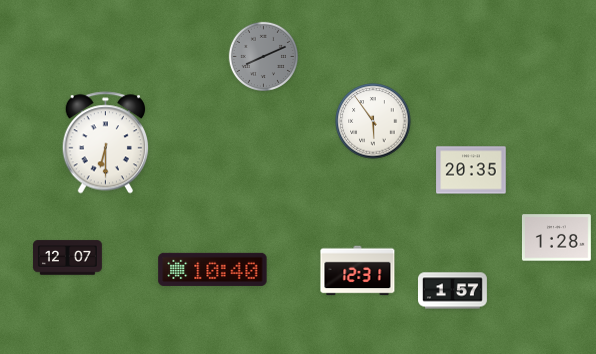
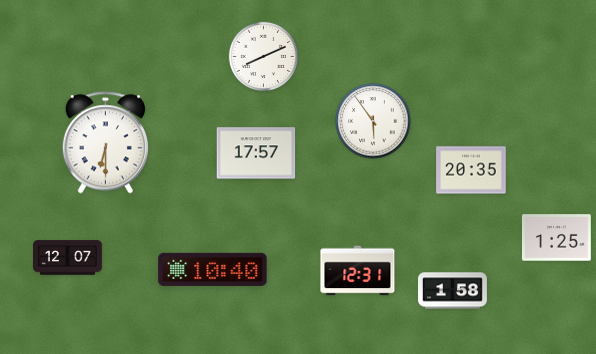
clock at (263, 56) dial: grey -> white
clock at (256, 153): none -> 17:57
clock at (556, 238): 1:28 -> 1:25
clock at (453, 291): 1:57 -> 1:58
